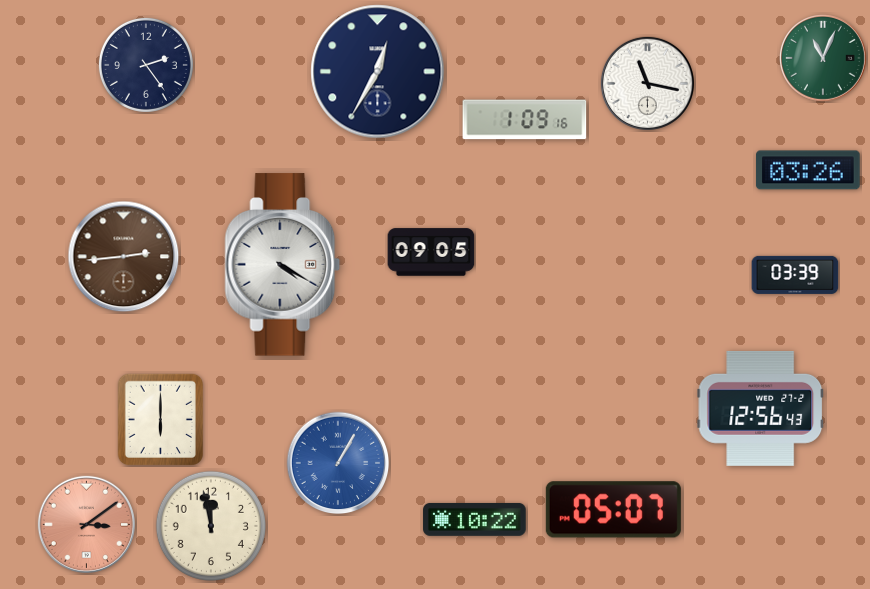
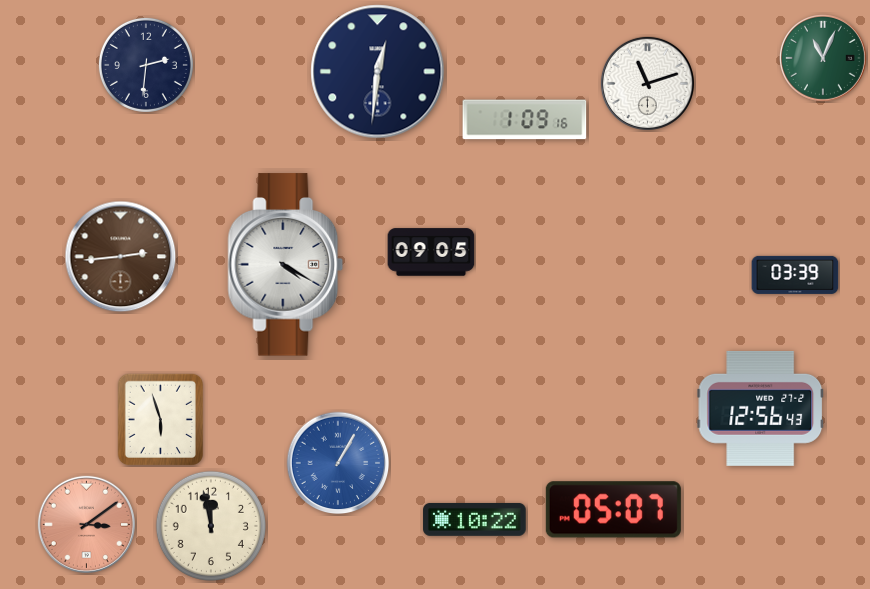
clock at (146, 65): 2:24 -> 2:31
clock at (378, 72): 12:35 -> 12:31
clock at (647, 83): 11:17 -> 11:12
clock at (808, 170): 03:26 -> none
clock at (124, 257) position: (124, 257) -> (121, 257)
clock at (283, 265) position: (283, 265) -> (286, 265)
clock at (160, 419): 6:00 -> 5:57
